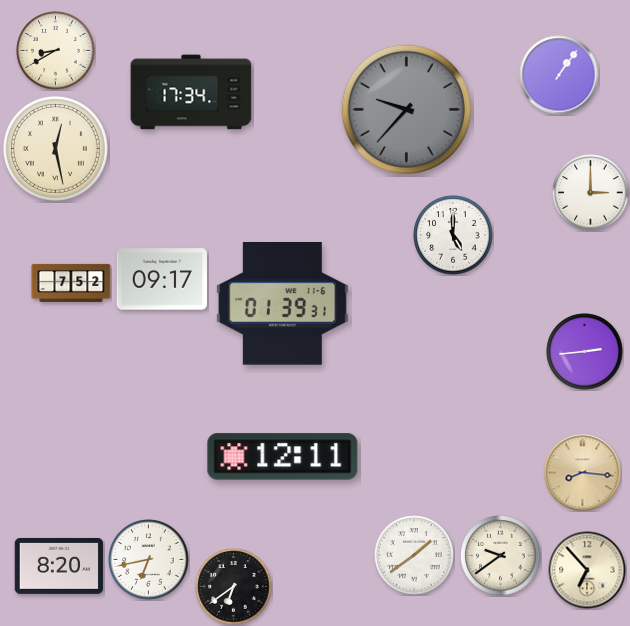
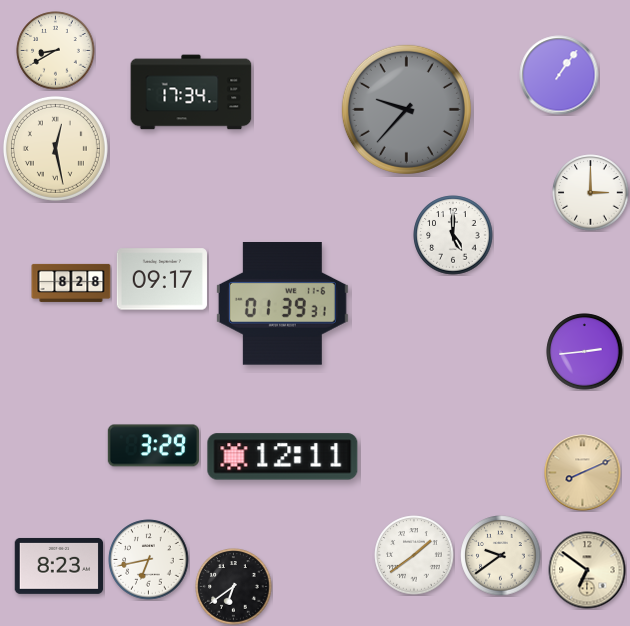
clock at (71, 283): 7:52 -> 8:28
clock at (153, 446): none -> 3:29
clock at (583, 473): 8:16 -> 8:11
clock at (59, 566): 8:20 -> 8:23
clock at (587, 570): 6:53 -> 6:51
